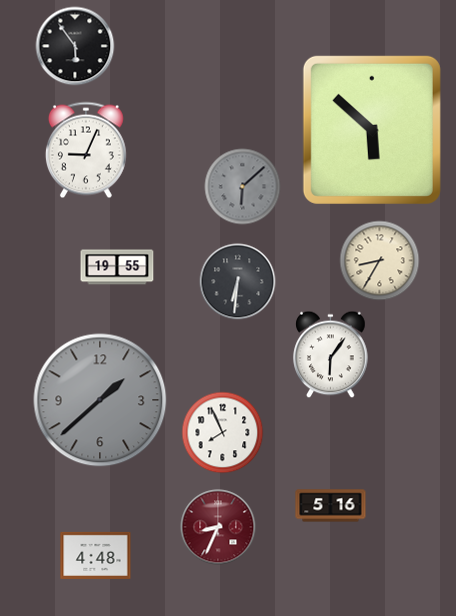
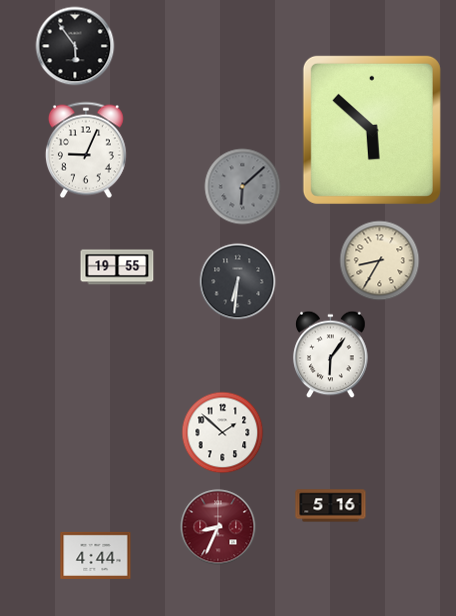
clock at (100, 400): 1:38 -> none
clock at (223, 433): 7:56 -> 1:52
clock at (96, 555): 4:48 -> 4:44
